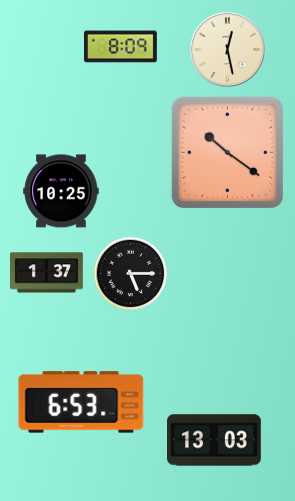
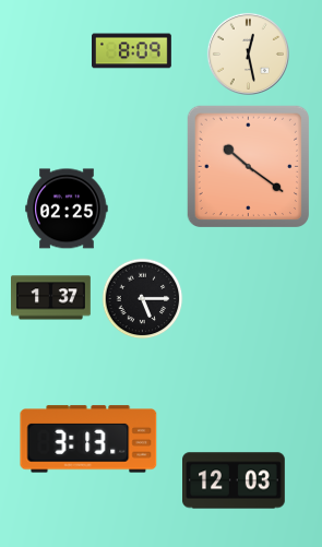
clock at (61, 191): 10:25 -> 02:25
clock at (81, 402): 6:53 -> 3:13
clock at (215, 440): 13:03 -> 12:03
